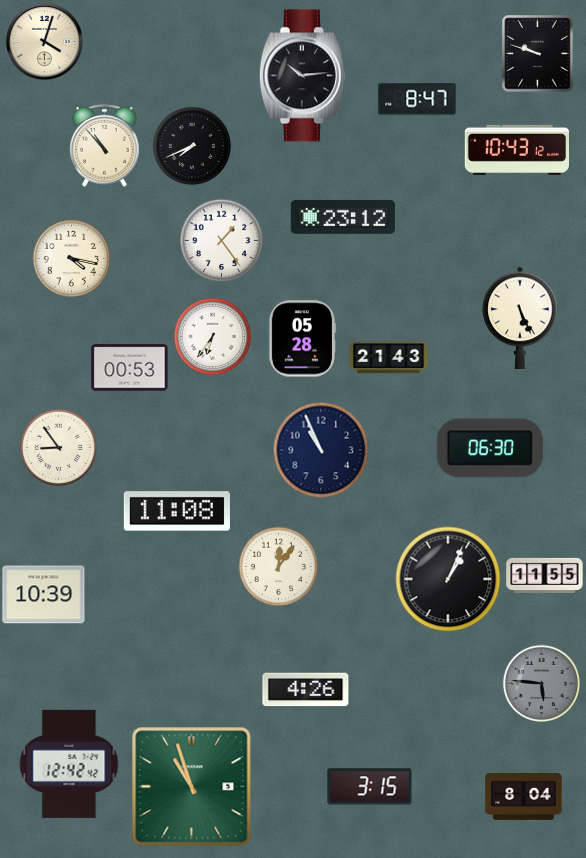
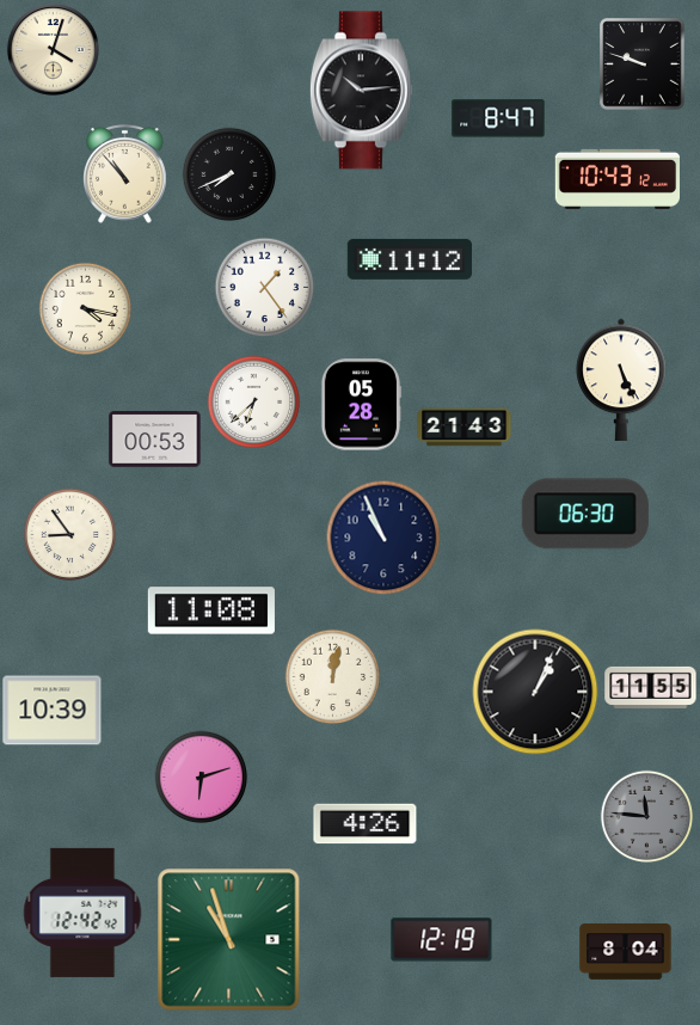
clock at (342, 217): 23:12 -> 11:12
clock at (212, 336): 6:36 -> 6:38
clock at (490, 448) position: (490, 448) -> (585, 514)
clock at (278, 566): 12:06 -> 12:02
clock at (201, 777): none -> 6:12
clock at (541, 683): 5:46 -> 11:46
clock at (370, 787): 3:15 -> 12:19
